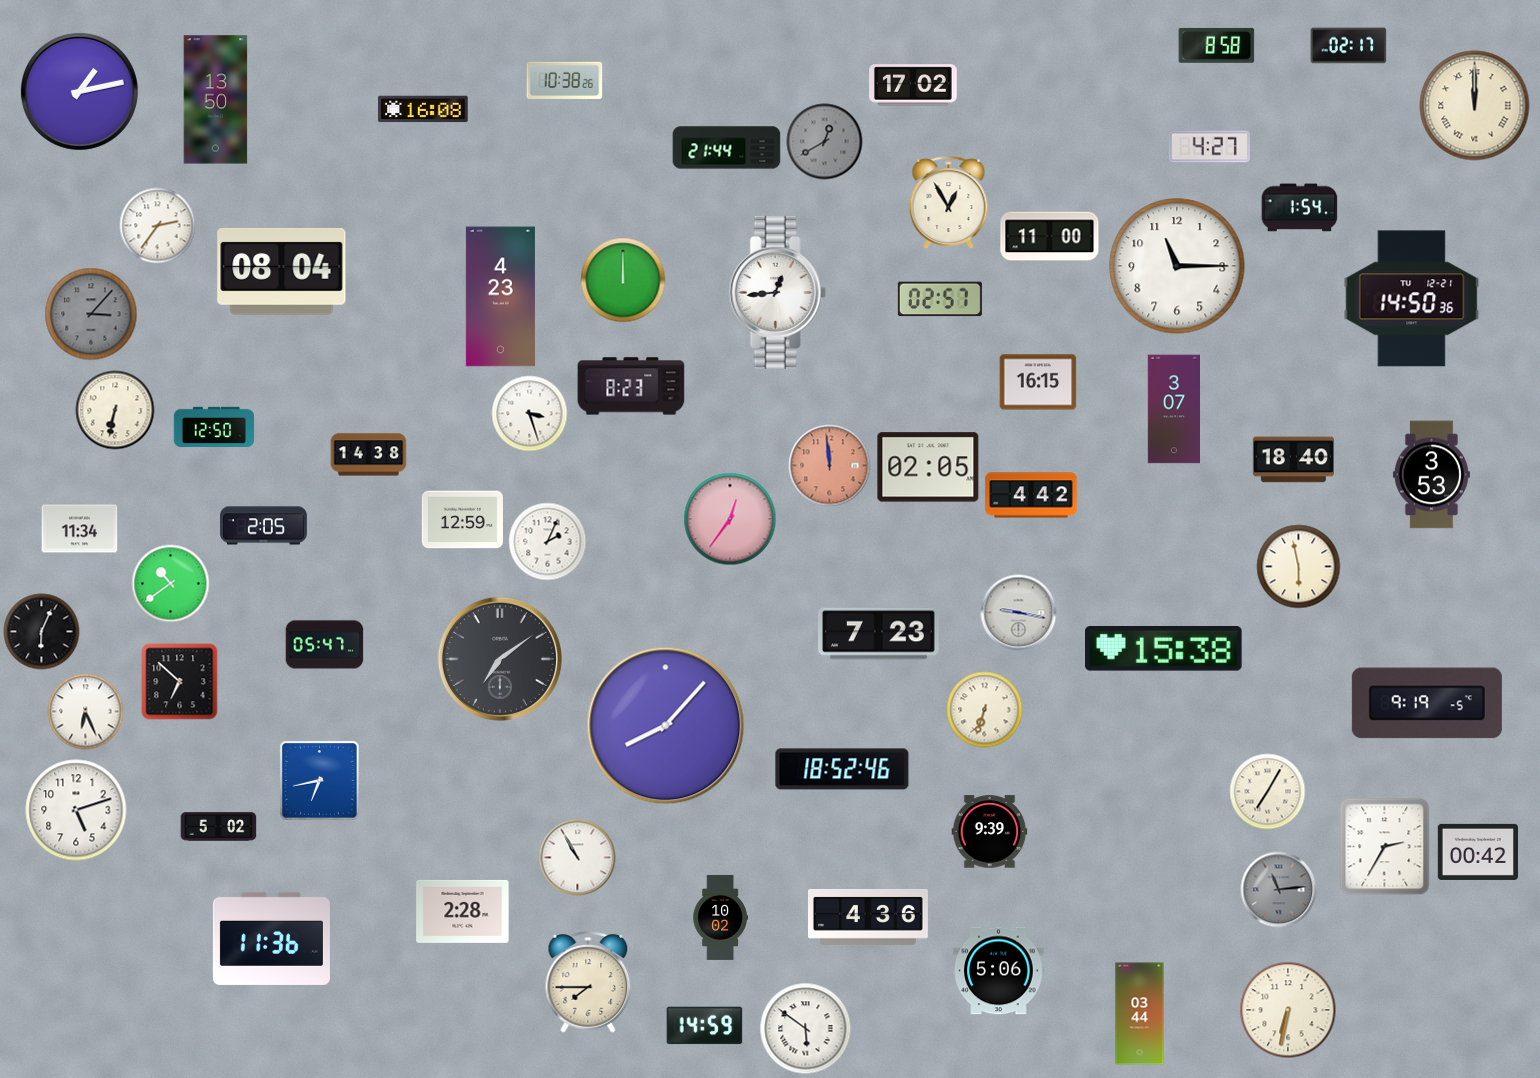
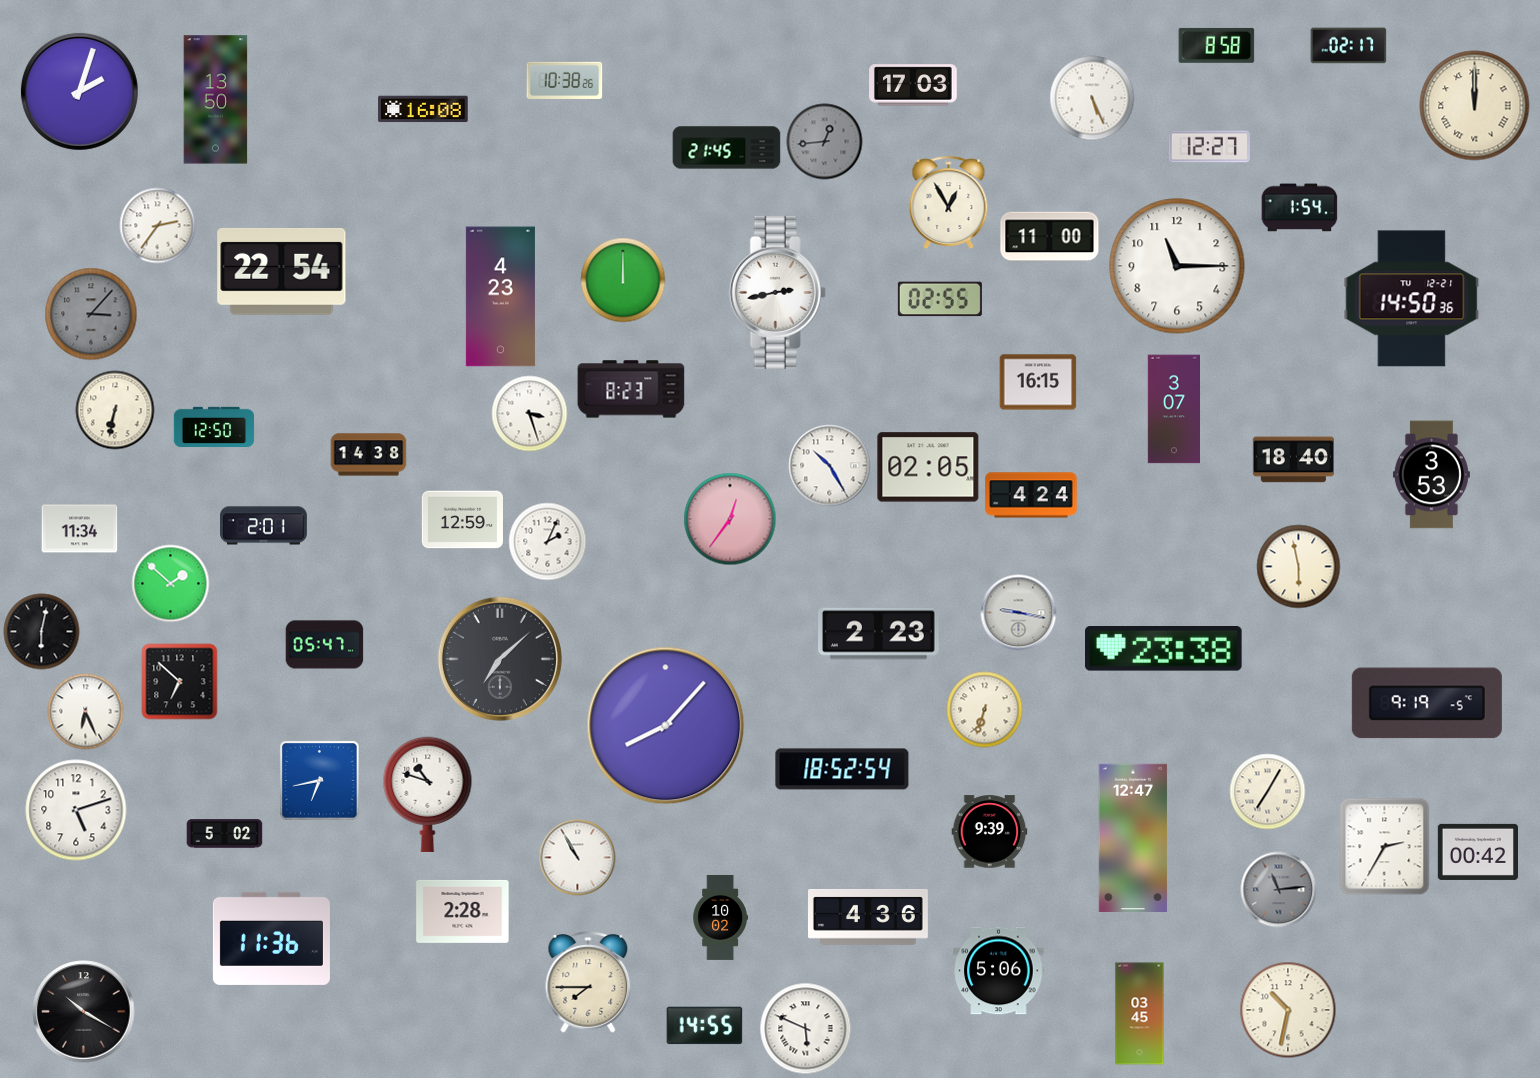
clock at (913, 85): 17:02 -> 17:03
clock at (79, 91): 1:13 -> 2:03
clock at (1092, 98): none -> 5:26
clock at (825, 142): 12:40 -> 12:44
clock at (1209, 147): 4:27 -> 12:27
clock at (727, 148): 21:44 -> 21:45
clock at (282, 272): 08:04 -> 22:54
clock at (777, 292): 12:44 -> 2:43
clock at (940, 299): 02:57 -> 02:55
clock at (631, 386) position: (631, 386) -> (631, 389)
clock at (830, 466): 11:59 -> 10:25
clock at (830, 466) dial: salmon -> white
clock at (1031, 495): 4:42 -> 4:24
clock at (264, 526): 2:05 -> 2:01
clock at (171, 584): 10:39 -> 1:52
clock at (42, 632): 6:04 -> 6:02
clock at (879, 634): 7:23 -> 2:23
clock at (1164, 649): 15:38 -> 23:38
clock at (500, 659): 7:09 -> 7:08
clock at (842, 769): 18:52:46 -> 18:52:54
clock at (428, 794): none -> 10:48
clock at (219, 827) position: (219, 827) -> (225, 834)
clock at (1133, 838): none -> 12:47
clock at (1288, 1010): 6:32 -> 10:32
clock at (84, 1012): none -> 10:20
clock at (1140, 1014): 03:44 -> 03:45
clock at (705, 1026): 14:59 -> 14:55
clock at (806, 1029): 5:51 -> 5:49
